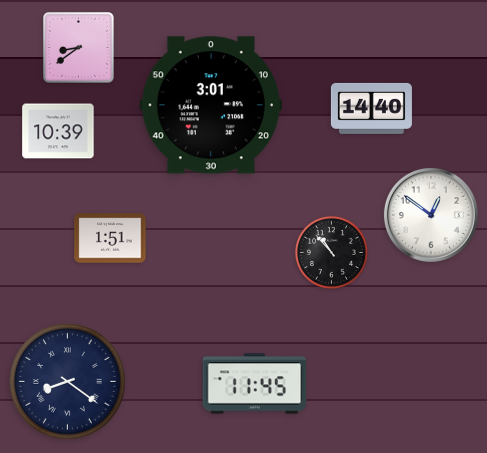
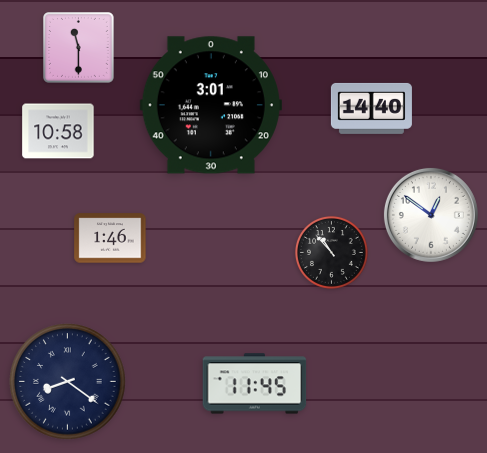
clock at (79, 48): 8:39 -> 11:30
clock at (58, 131): 10:39 -> 10:58
clock at (110, 238): 1:51 -> 1:46
